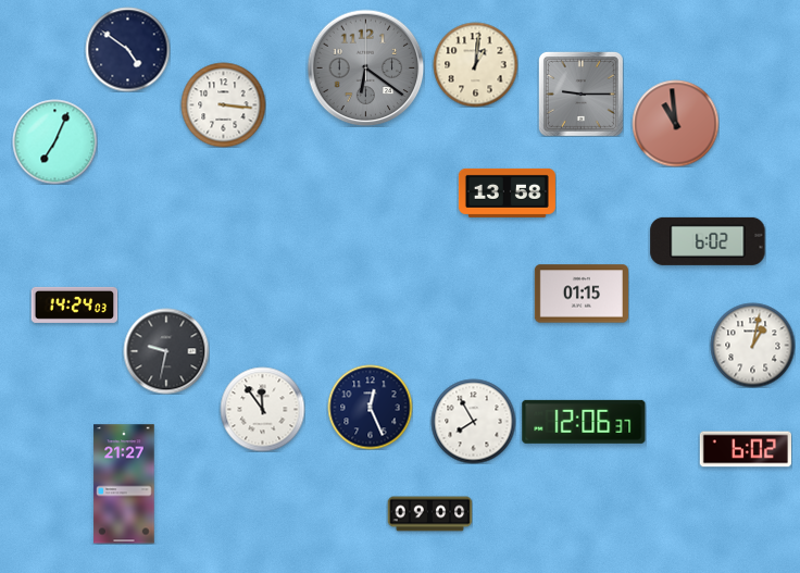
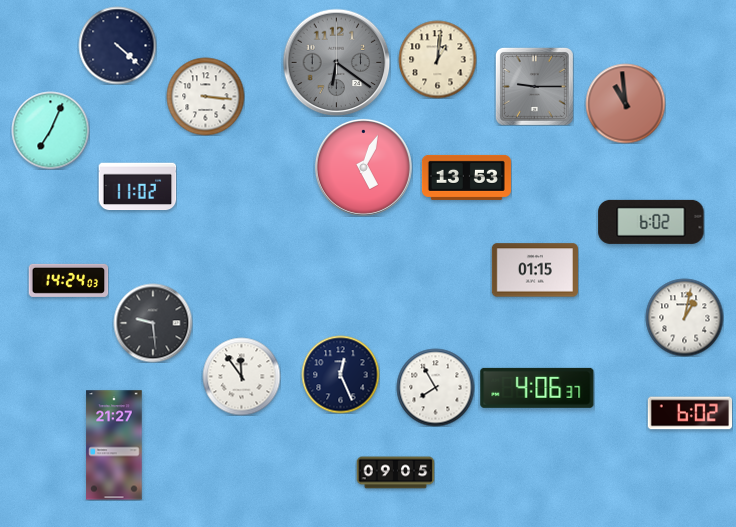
clock at (127, 49): 4:51 -> 4:22
clock at (675, 123) position: (675, 123) -> (625, 103)
clock at (363, 167): none -> 5:04
clock at (507, 192): 13:58 -> 13:53
clock at (137, 187): none -> 11:02
clock at (752, 345) position: (752, 345) -> (684, 317)
clock at (166, 351): 9:32 -> 9:29
clock at (584, 422): 12:06 -> 4:06
clock at (745, 449) position: (745, 449) -> (689, 413)
clock at (429, 514): 09:00 -> 09:05
